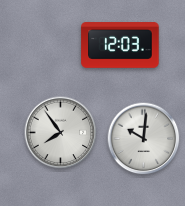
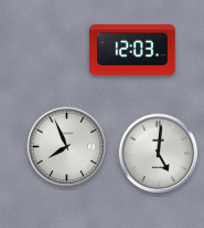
clock at (61, 133): 7:54 -> 7:56
clock at (144, 139): 10:01 -> 5:01
